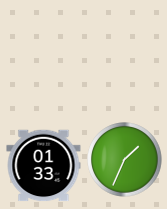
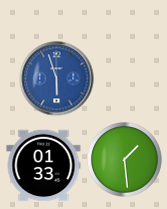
clock at (57, 79): none -> 5:57
clock at (125, 160): 1:34 -> 1:29
